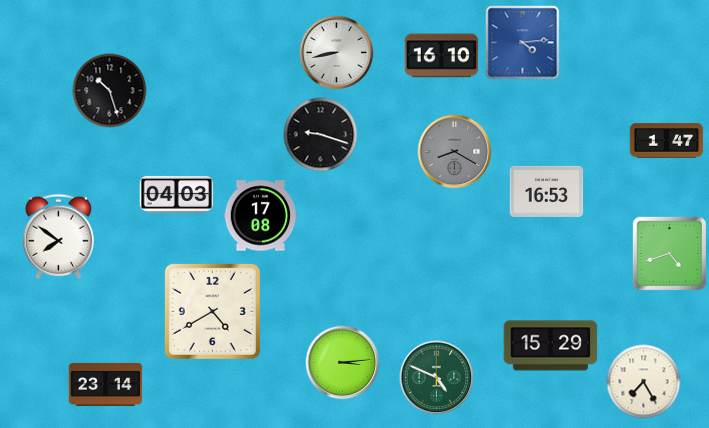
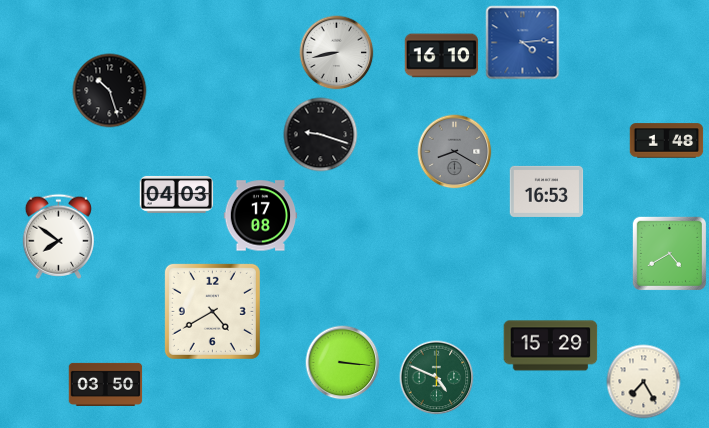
clock at (667, 141): 1:47 -> 1:48
clock at (669, 253): 4:42 -> 4:40
clock at (343, 363): 3:14 -> 3:16
clock at (106, 384): 23:14 -> 03:50
